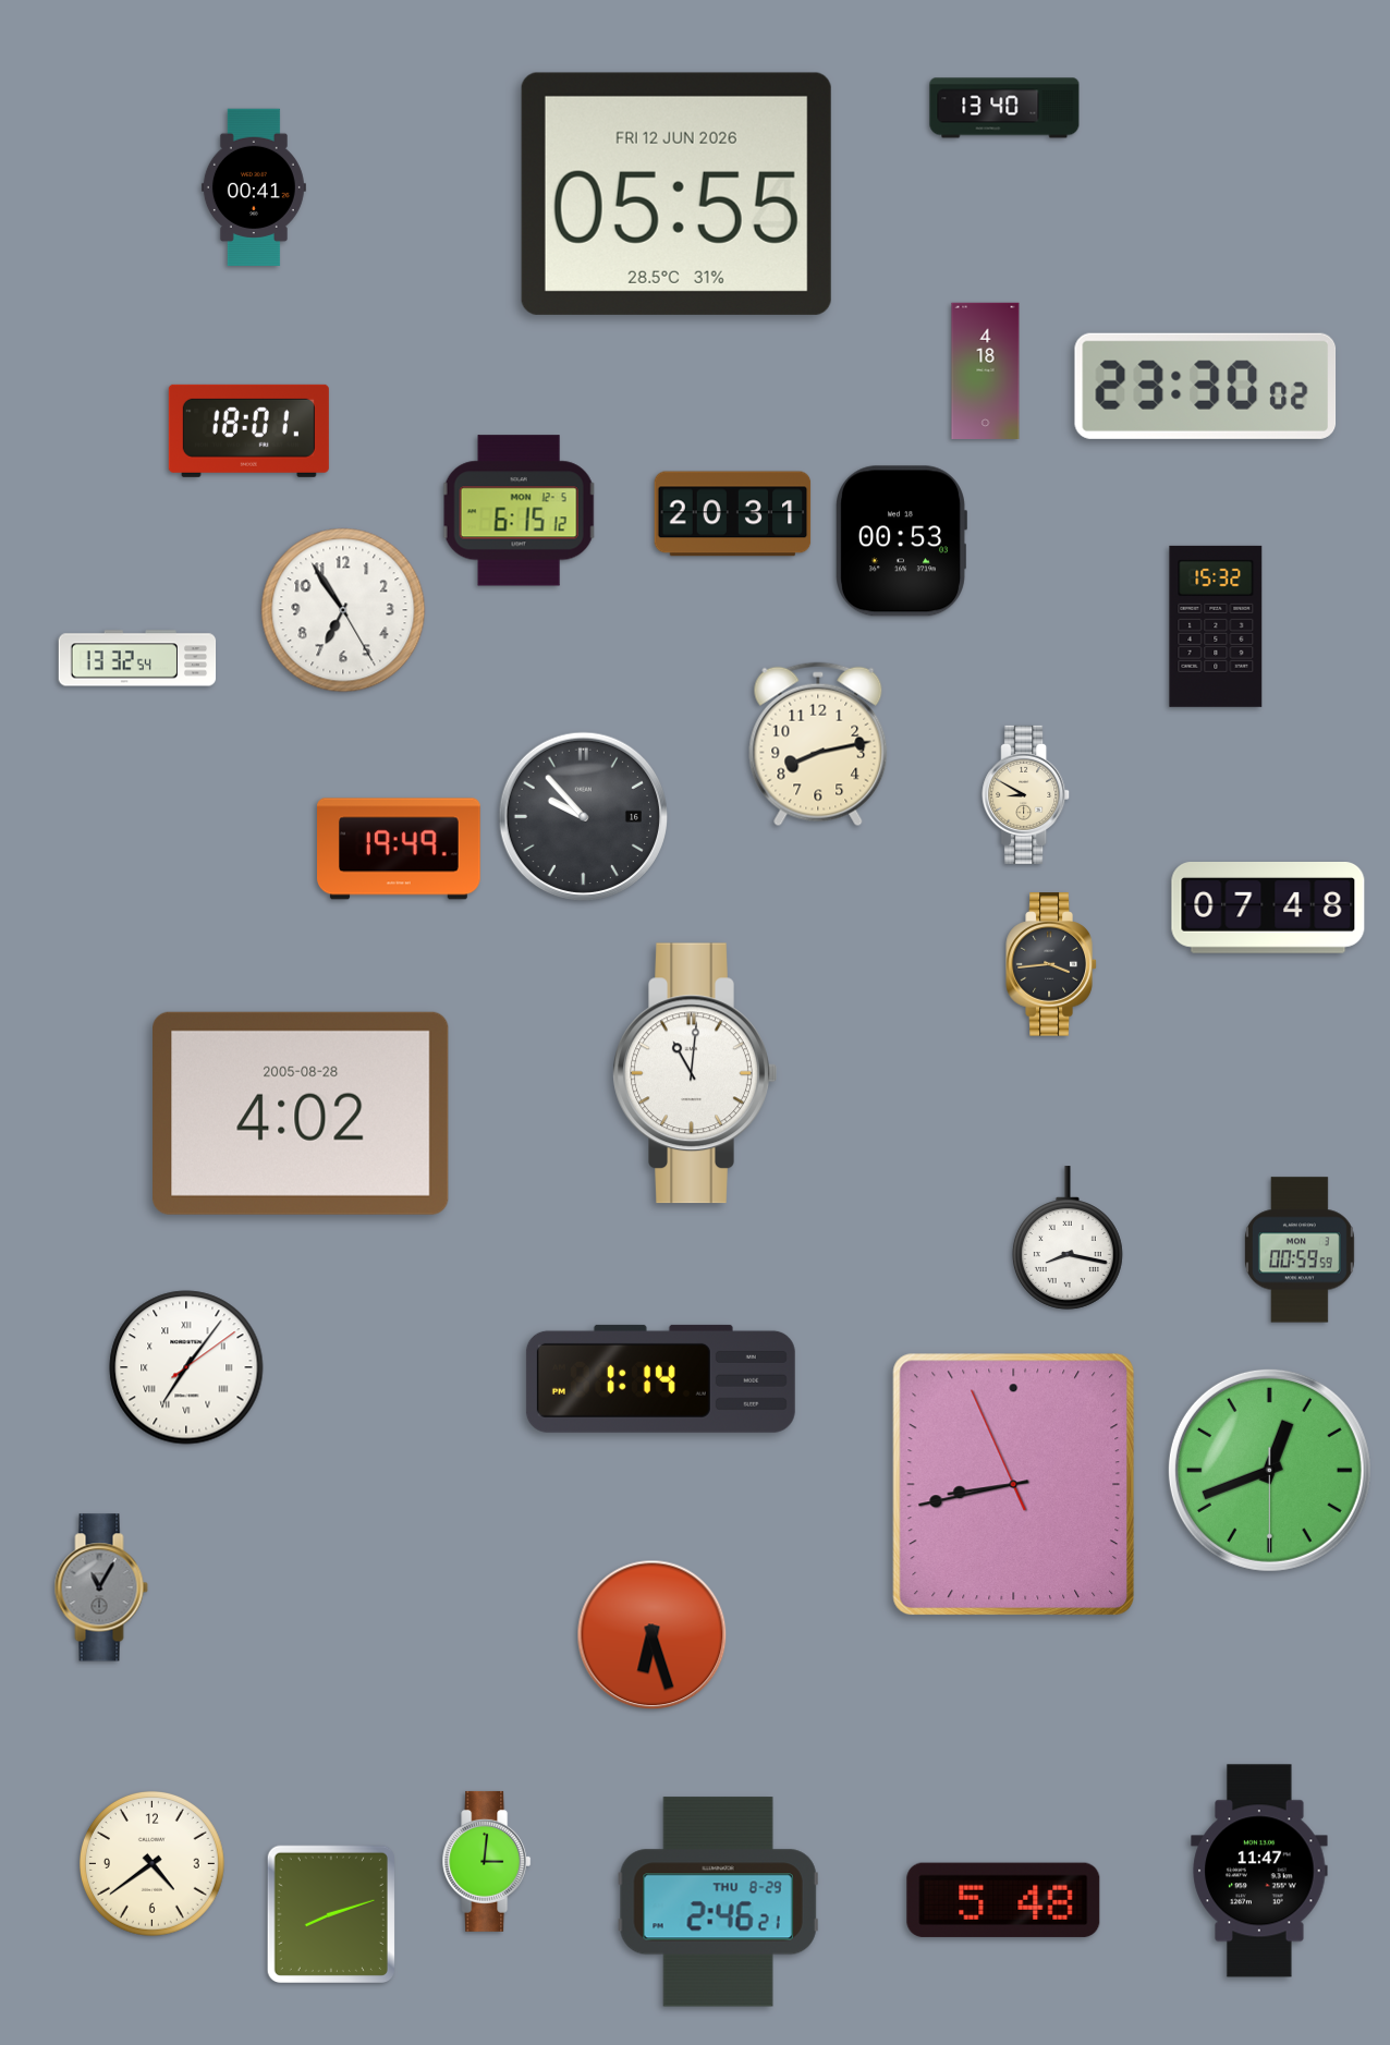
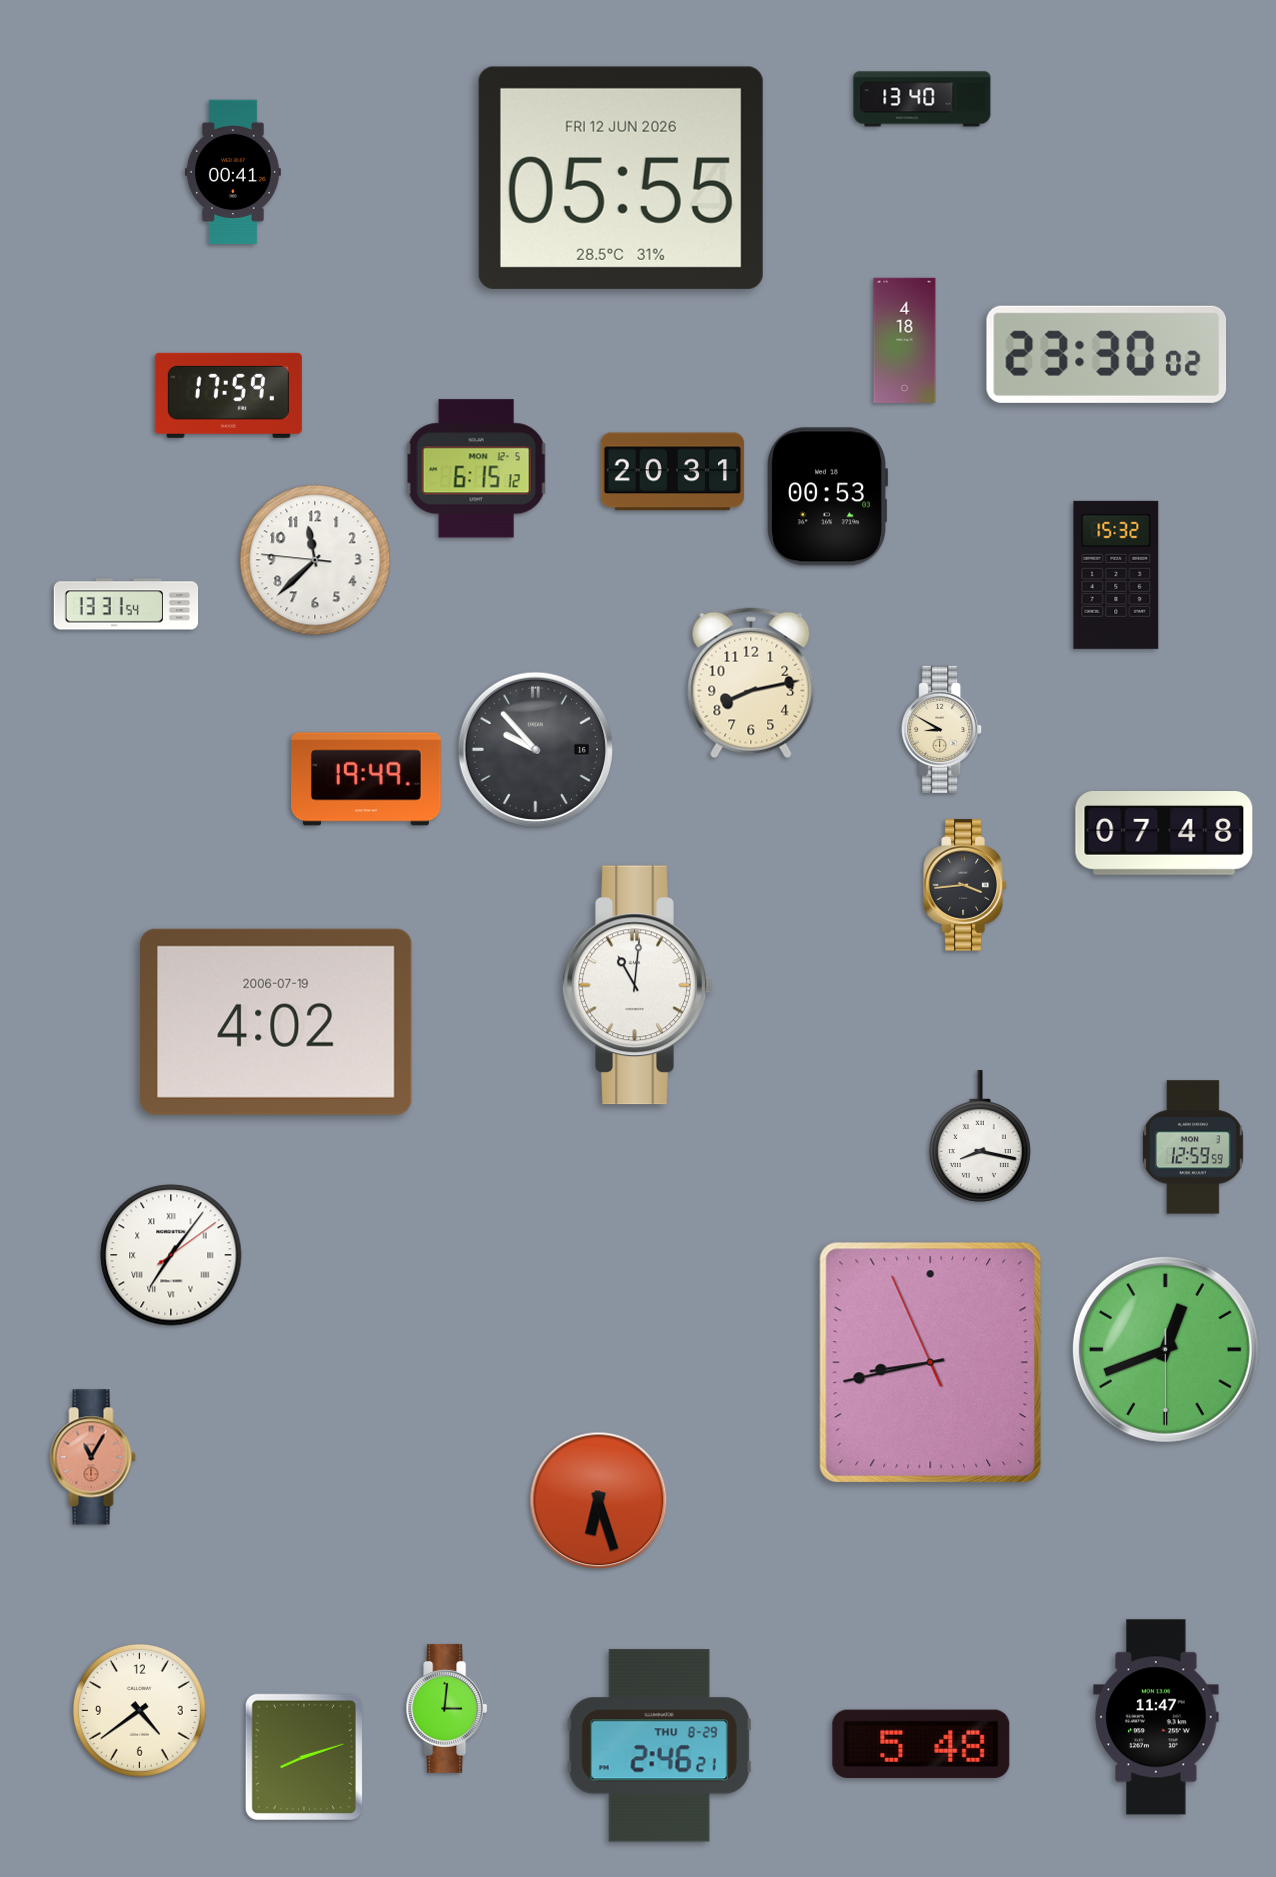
clock at (248, 430): 18:01 -> 17:59
clock at (343, 610): 6:54 -> 11:37
clock at (137, 658): 13:32 -> 13:31
clock at (302, 1113) date: 2005-08-28 -> 2006-07-19
clock at (1300, 1250): 00:59 -> 12:59
clock at (660, 1378): 1:14 -> none
clock at (101, 1587) dial: grey -> salmon
